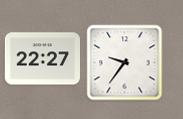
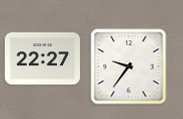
clock at (125, 63) position: (125, 63) -> (129, 67)
